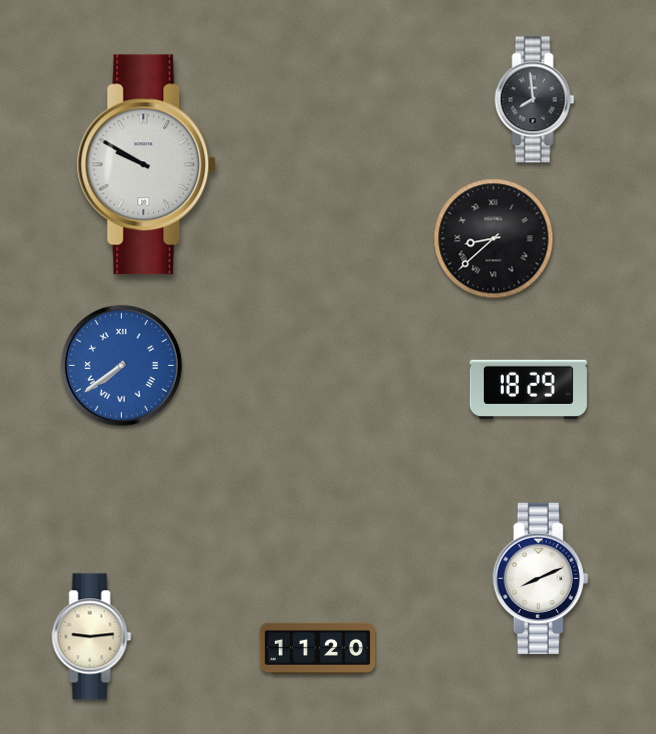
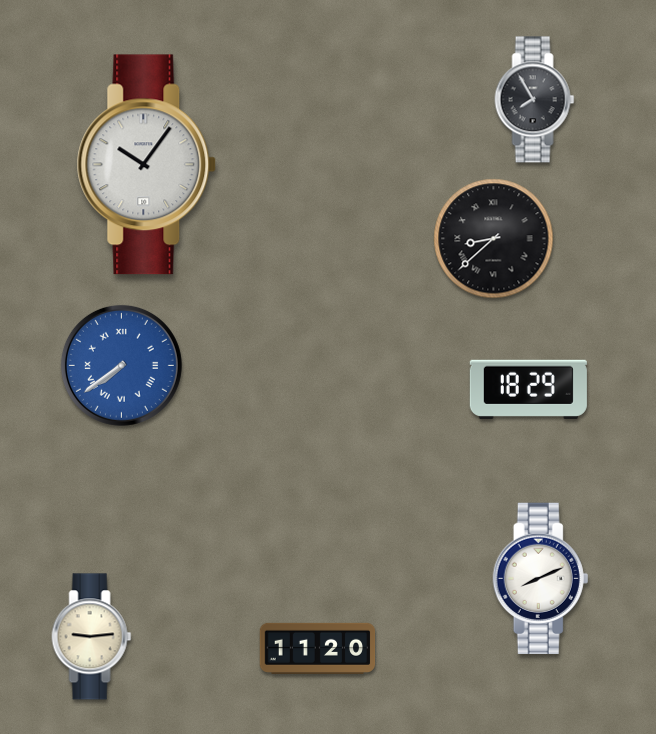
clock at (535, 100): 7:59 -> 7:55
clock at (147, 165): 9:50 -> 10:06
